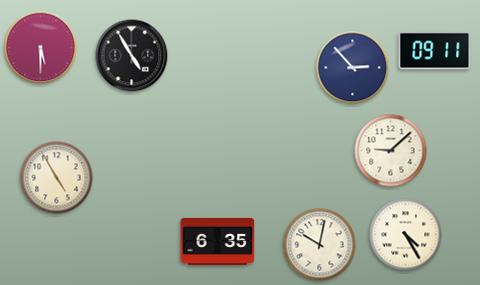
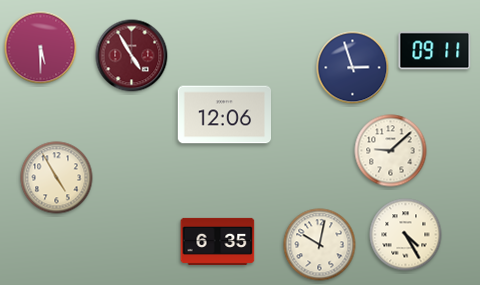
clock at (132, 56) dial: black -> burgundy
clock at (353, 68): 2:53 -> 2:57
clock at (224, 115): none -> 12:06
